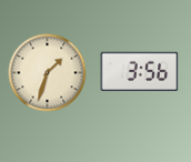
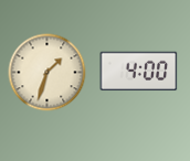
clock at (140, 72): 3:56 -> 4:00
